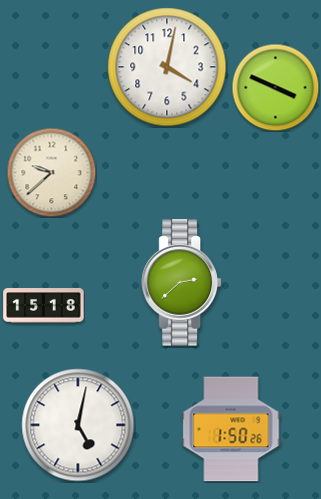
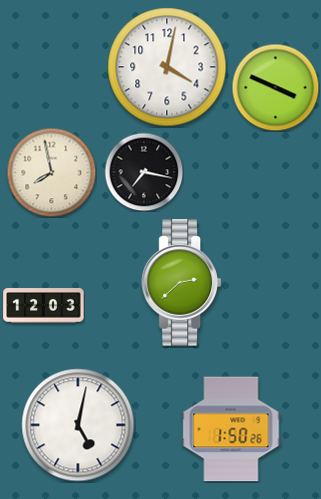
clock at (51, 172): 9:38 -> 7:58
clock at (144, 172): none -> 7:17
clock at (44, 306): 15:18 -> 12:03
